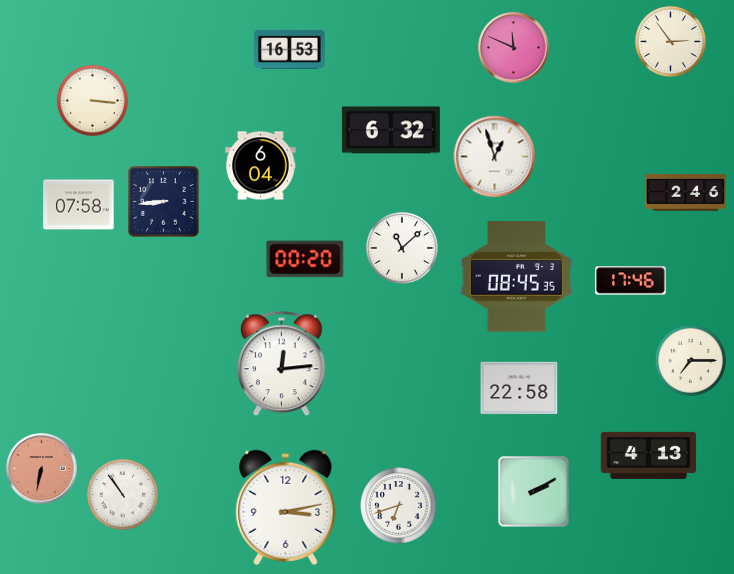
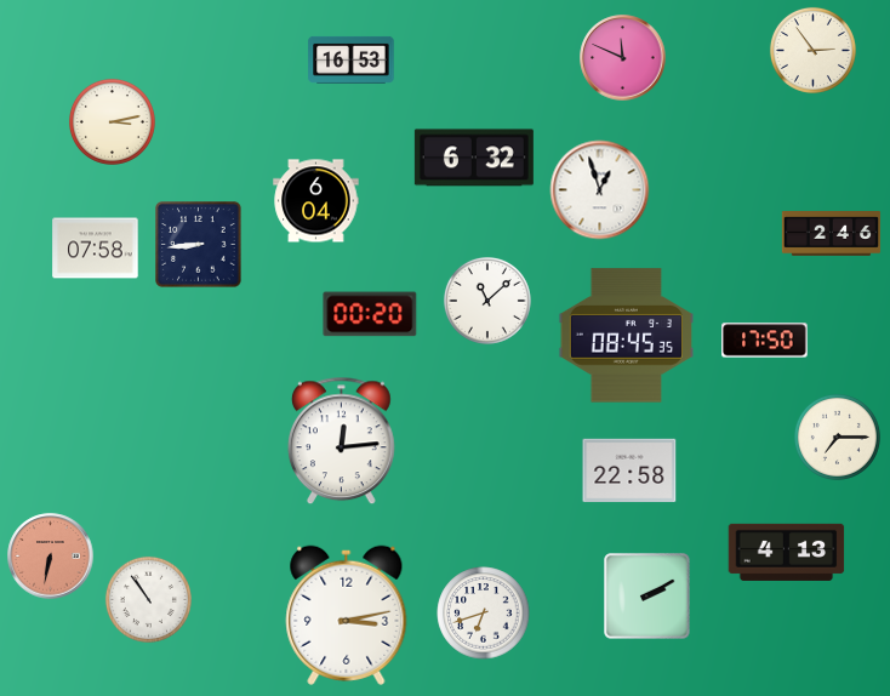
clock at (92, 100): 3:16 -> 3:13
clock at (631, 281): 17:46 -> 17:50
clock at (42, 469) position: (42, 469) -> (51, 557)
